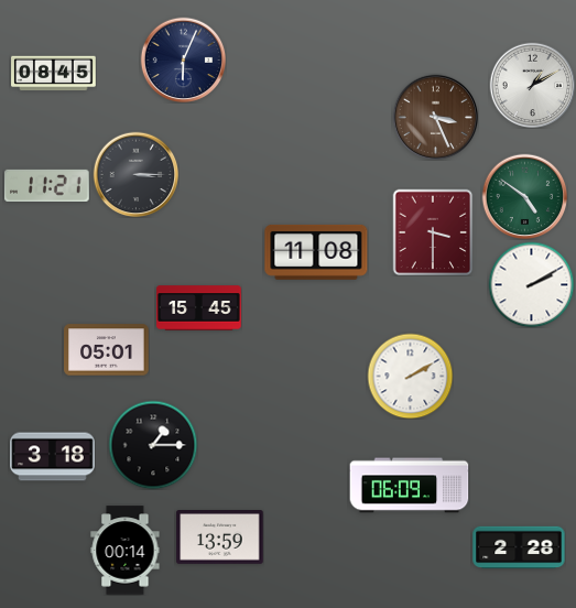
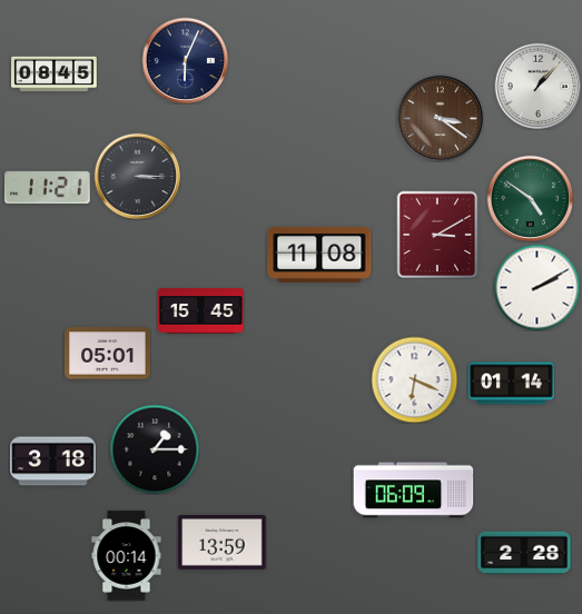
clock at (532, 85): 1:10 -> 1:07
clock at (435, 117): 3:26 -> 3:21
clock at (433, 232): 3:30 -> 3:10
clock at (410, 376): 2:10 -> 6:19
clock at (512, 384): none -> 01:14
